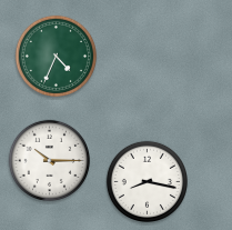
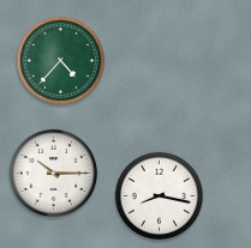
clock at (56, 56): 4:34 -> 4:37
